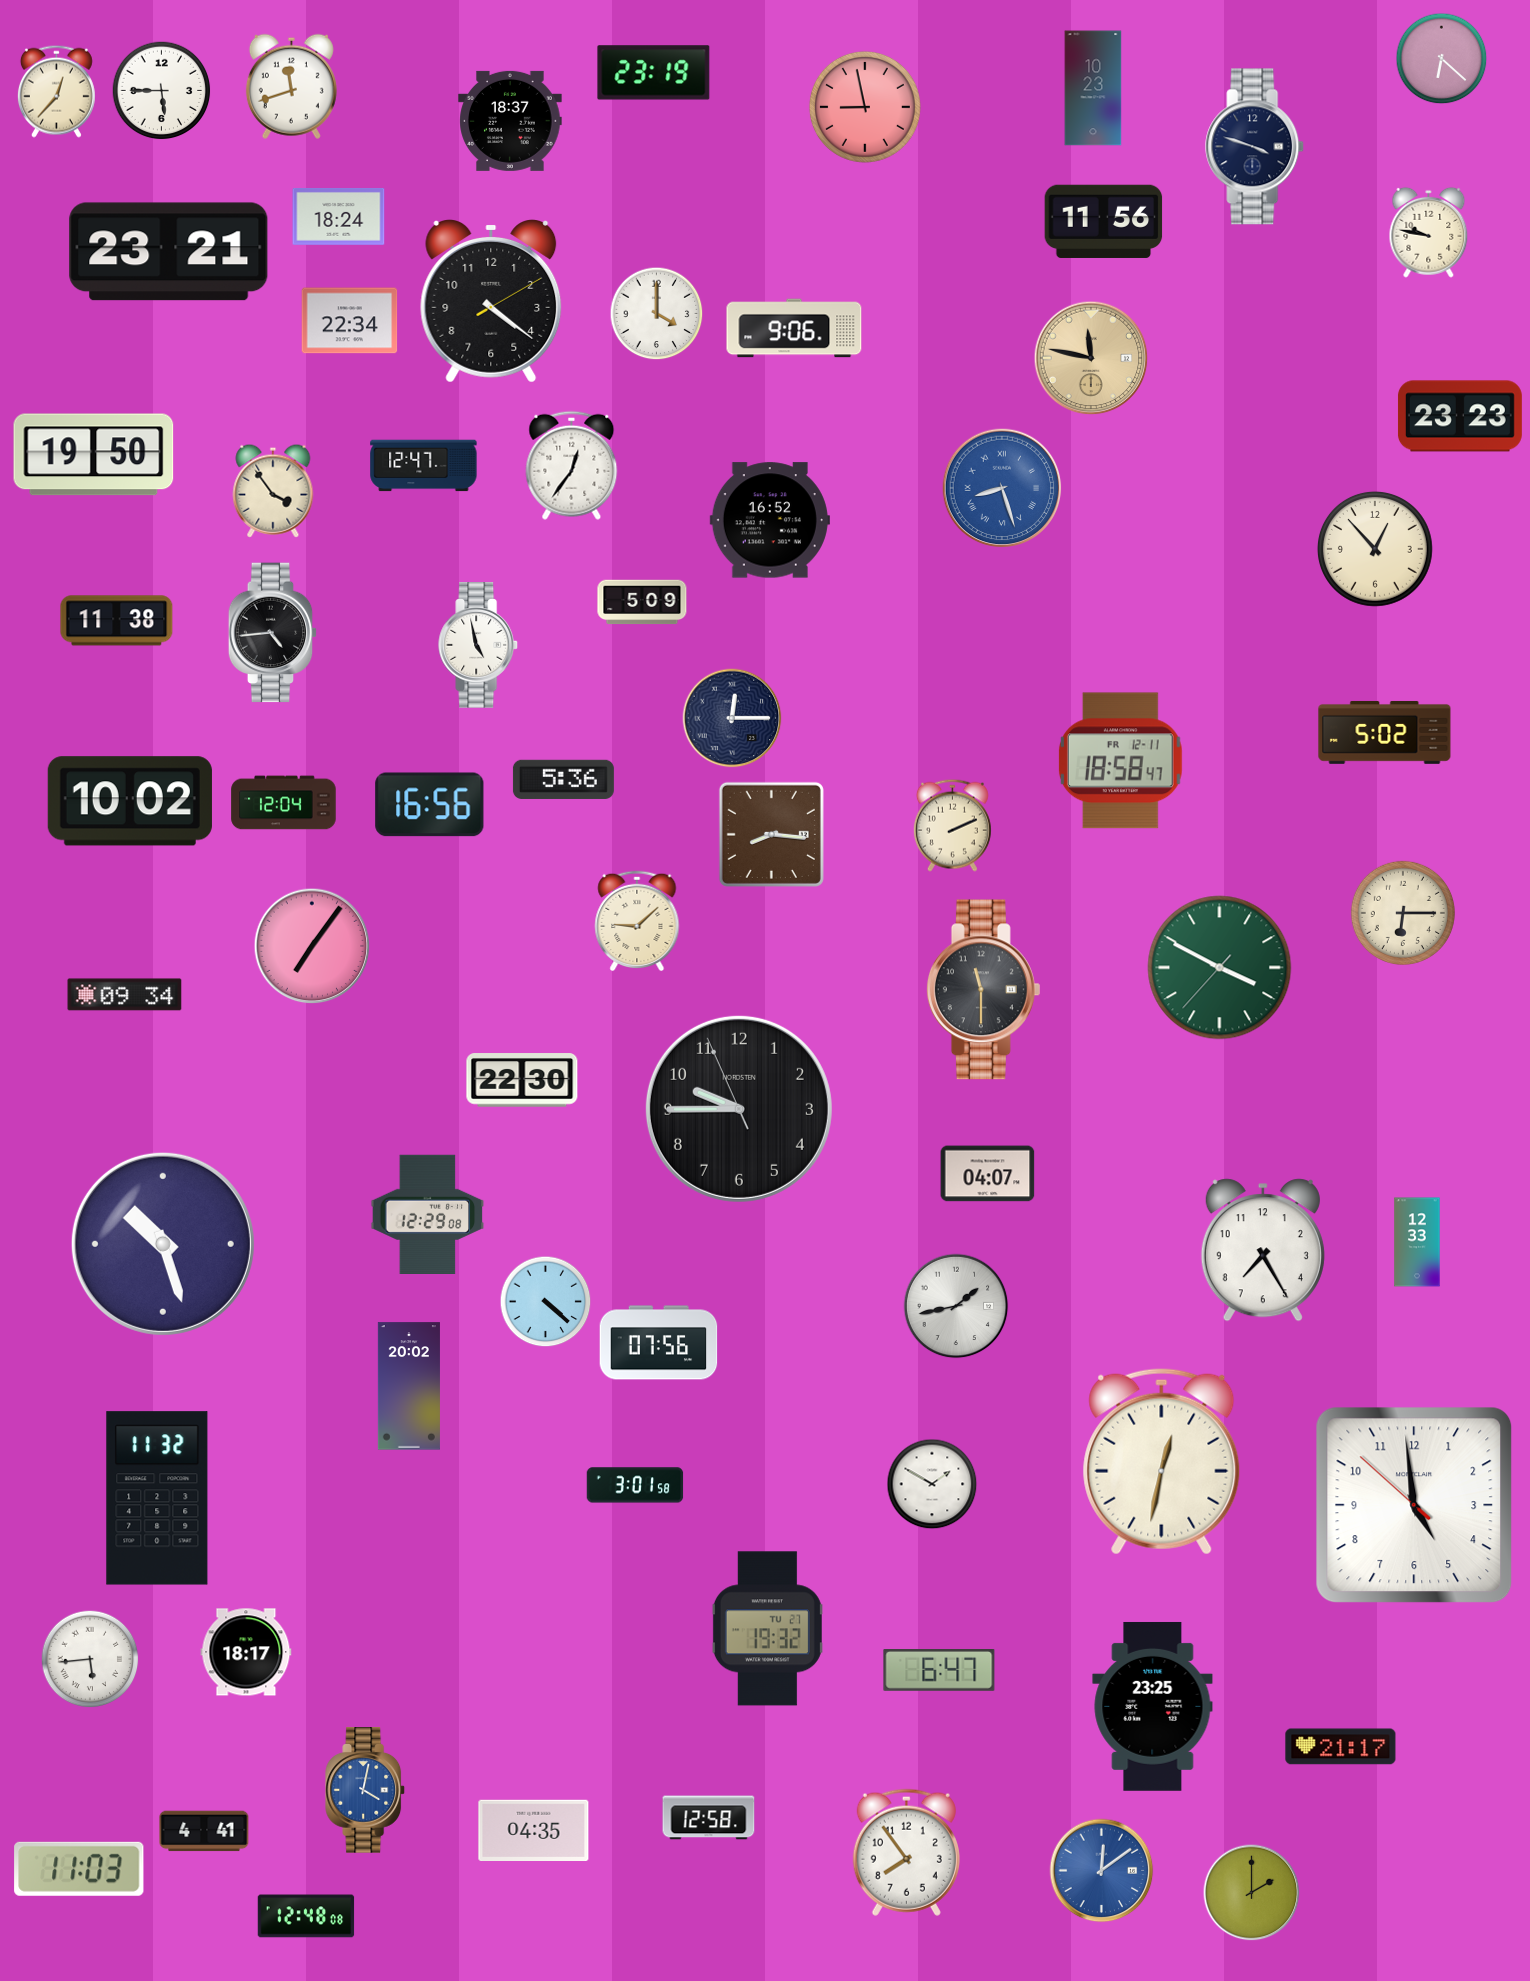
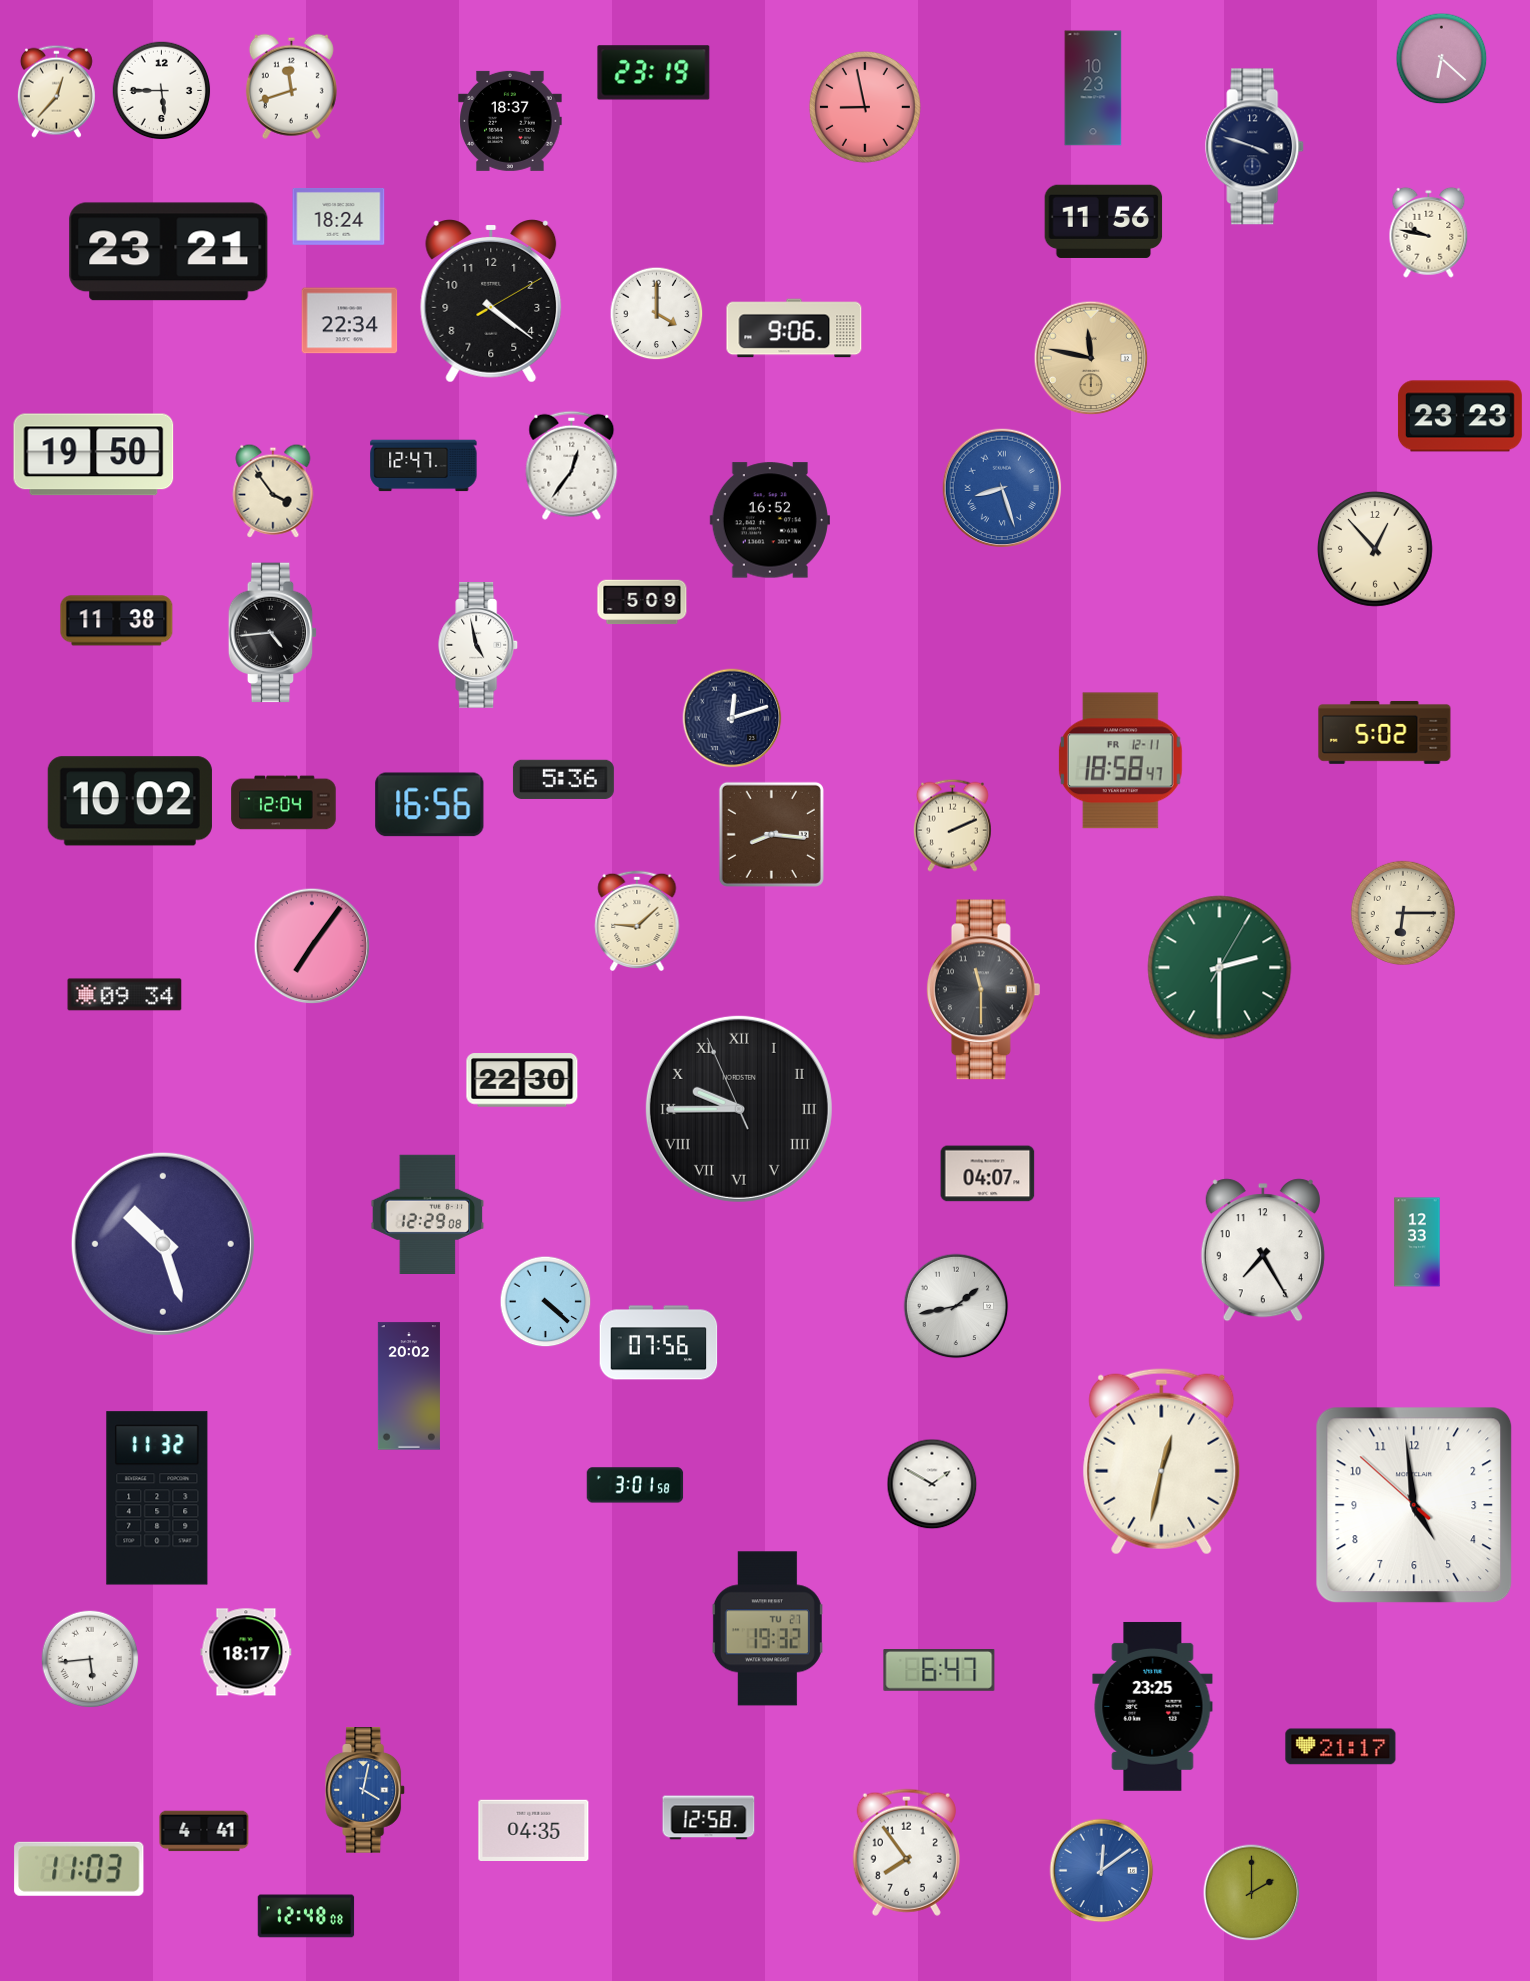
clock at (732, 718): 12:15 -> 12:12
clock at (1220, 968): 3:49 -> 2:30
clock at (739, 1109) numerals: Arabic -> Roman
